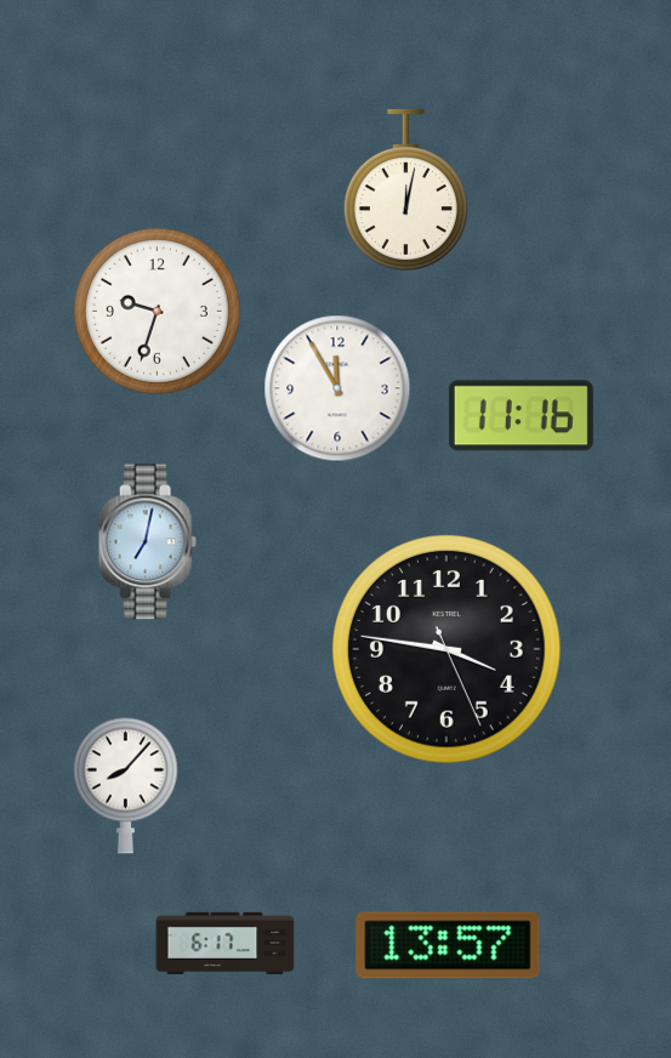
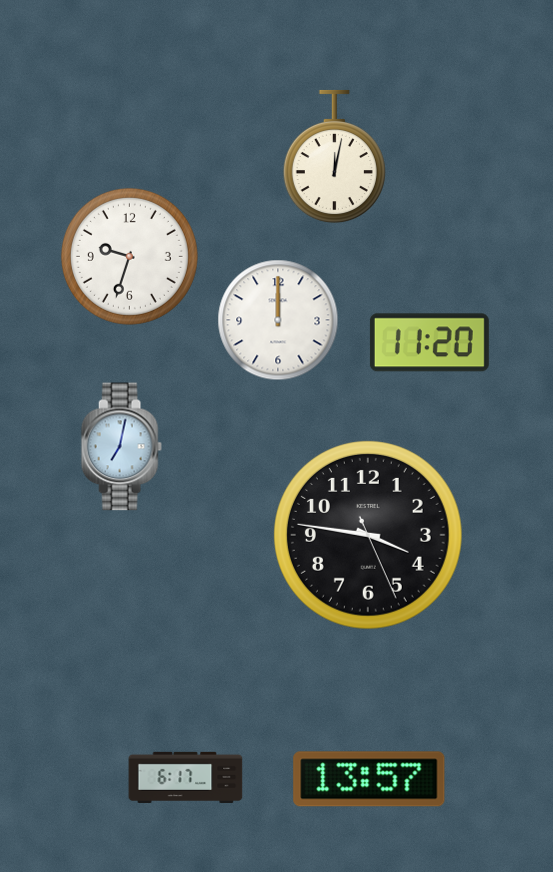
clock at (337, 388): 11:55 -> 12:00
clock at (521, 416): 11:16 -> 11:20
clock at (125, 785): 8:07 -> none
